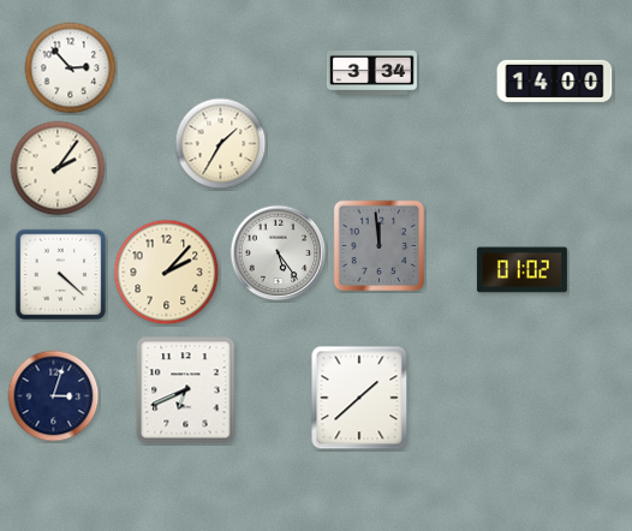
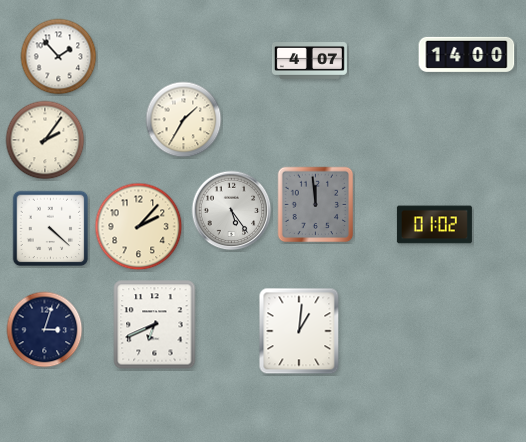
clock at (71, 68): 2:53 -> 1:53
clock at (371, 73): 3:34 -> 4:07
clock at (555, 80) position: (555, 80) -> (467, 54)
clock at (58, 168) position: (58, 168) -> (45, 140)
clock at (359, 398): 1:38 -> 1:01
